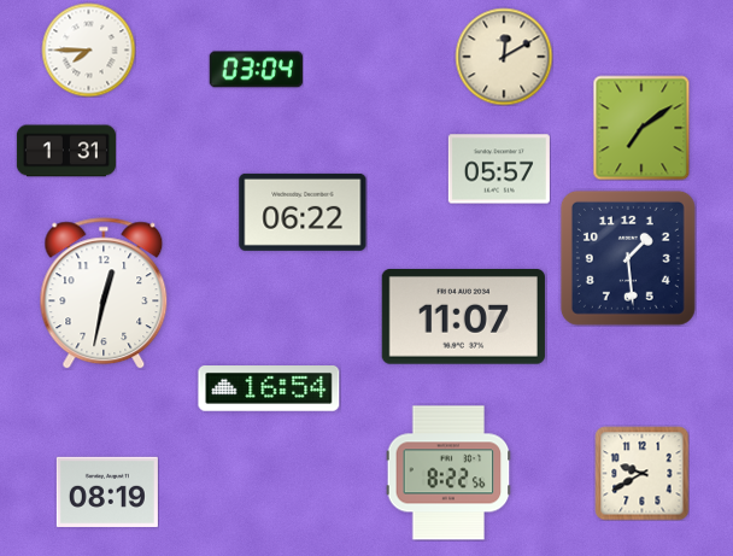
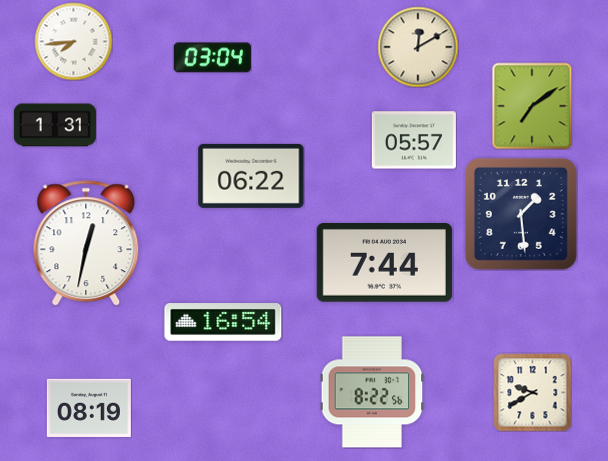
clock at (88, 49): 7:45 -> 7:44
clock at (463, 317): 11:07 -> 7:44
